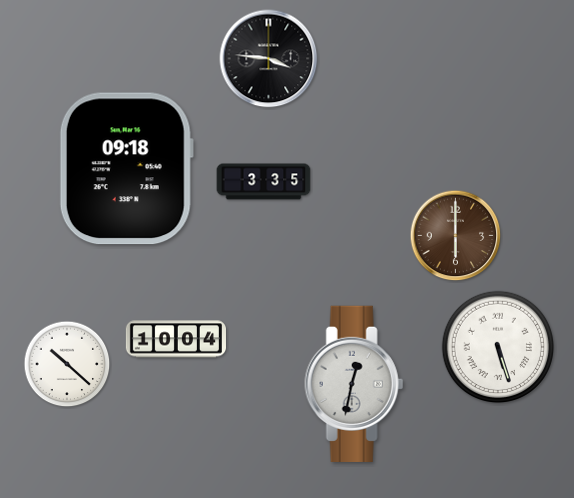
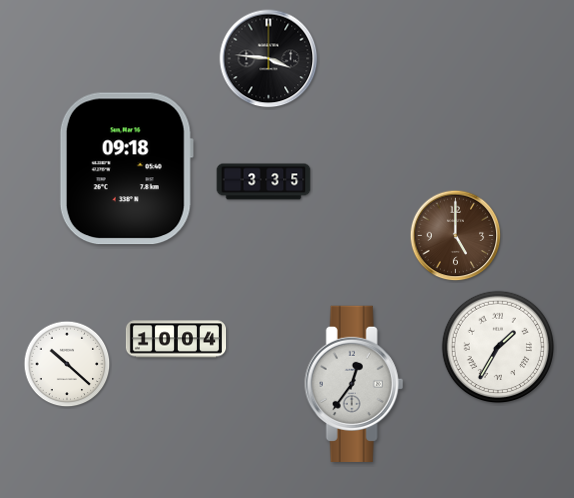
clock at (456, 236): 6:00 -> 5:00
clock at (497, 346): 5:27 -> 1:35
clock at (354, 384): 12:32 -> 12:36
